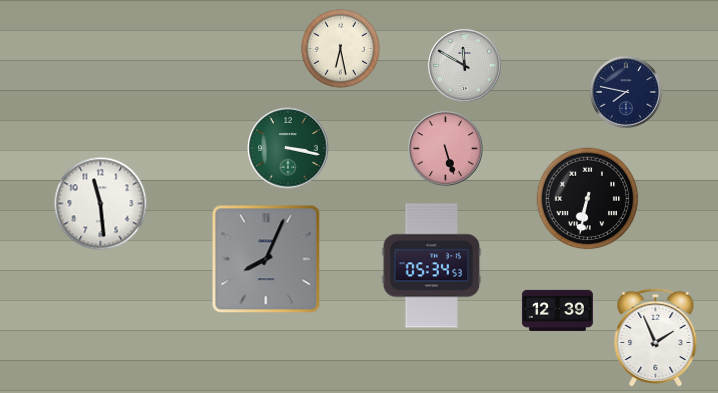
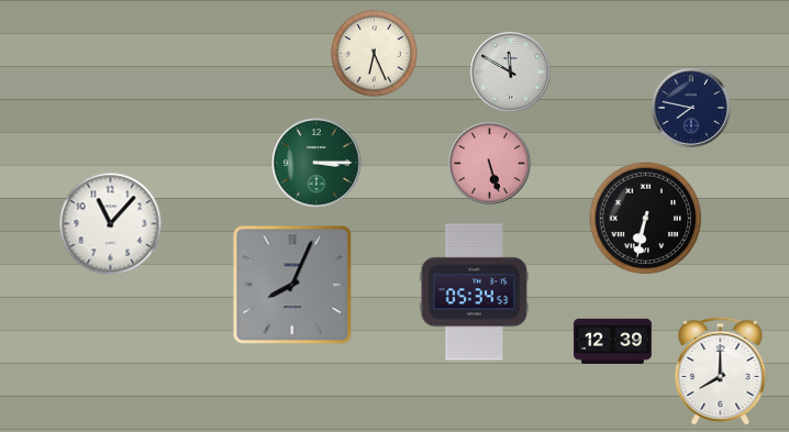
clock at (340, 48): 6:28 -> 6:26
clock at (626, 92) position: (626, 92) -> (691, 108)
clock at (288, 148): 3:17 -> 3:15
clock at (101, 204): 11:29 -> 11:07
clock at (656, 338): 1:56 -> 8:00
